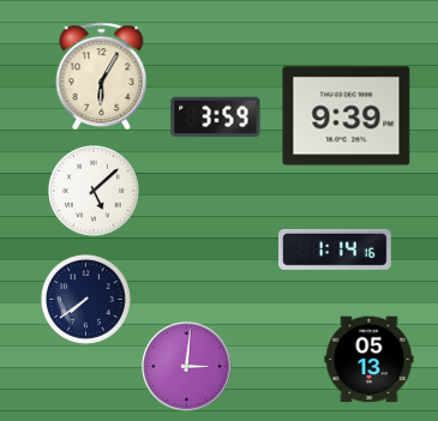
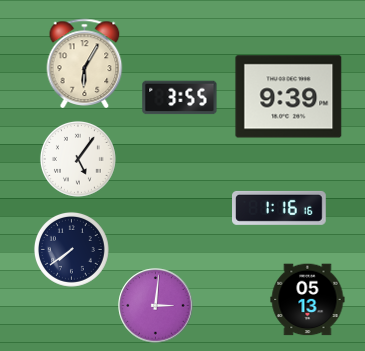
clock at (216, 118): 3:59 -> 3:55
clock at (94, 191): 5:08 -> 5:06
clock at (336, 249): 1:14 -> 1:16
